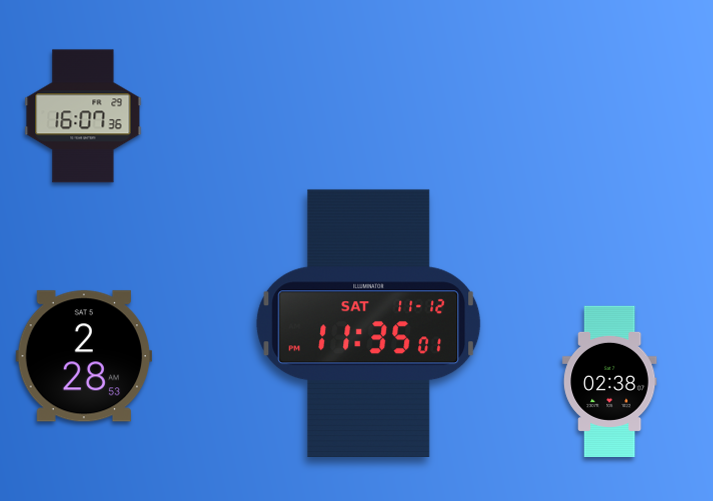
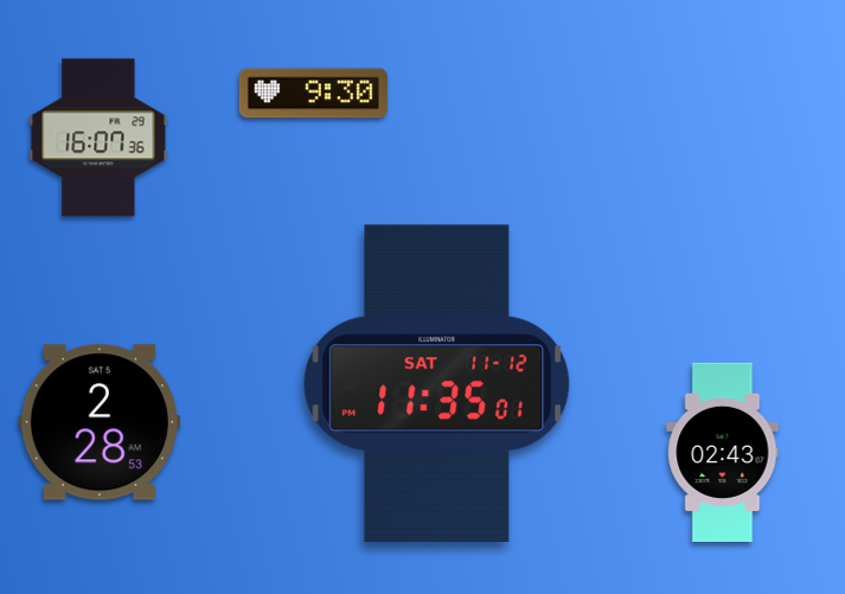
clock at (313, 94): none -> 9:30
clock at (610, 381): 02:38 -> 02:43
